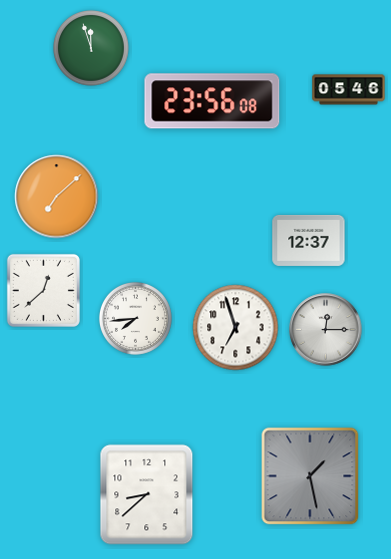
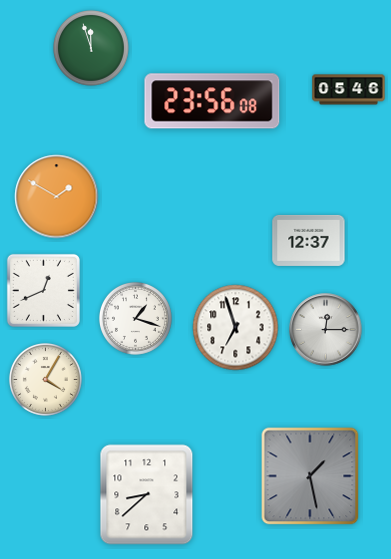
clock at (57, 197): 7:08 -> 1:50
clock at (43, 290): 12:38 -> 12:41
clock at (135, 318): 7:44 -> 1:18
clock at (45, 379): none -> 4:05
